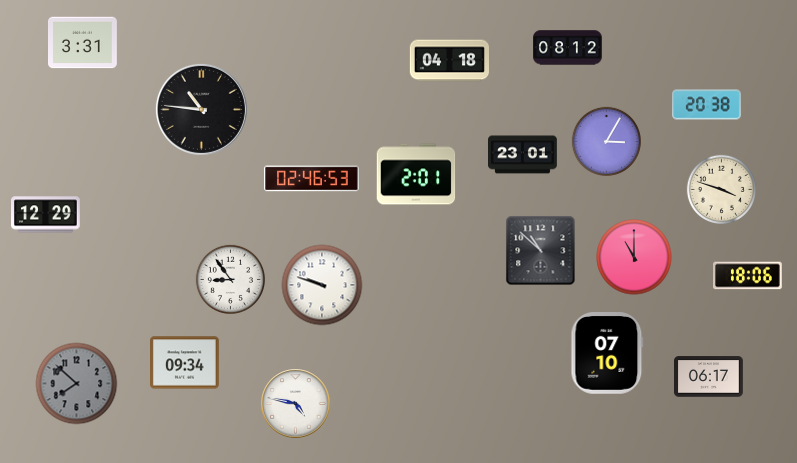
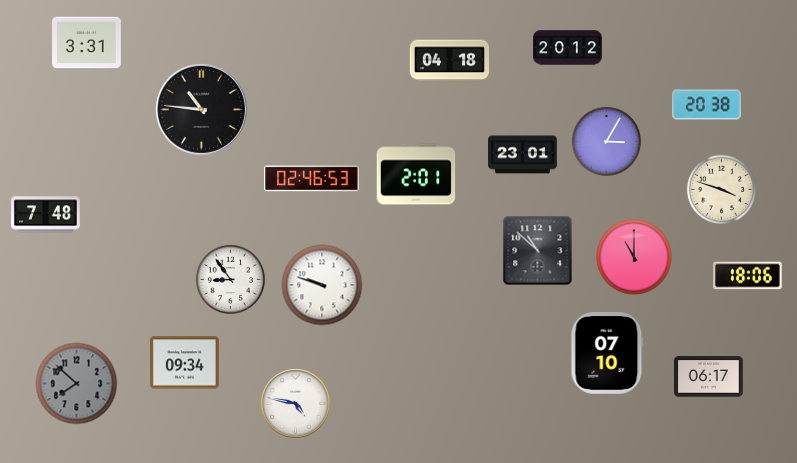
clock at (83, 43) position: (83, 43) -> (87, 43)
clock at (568, 48): 08:12 -> 20:12
clock at (46, 215): 12:29 -> 7:48
clock at (541, 251) position: (541, 251) -> (538, 251)
